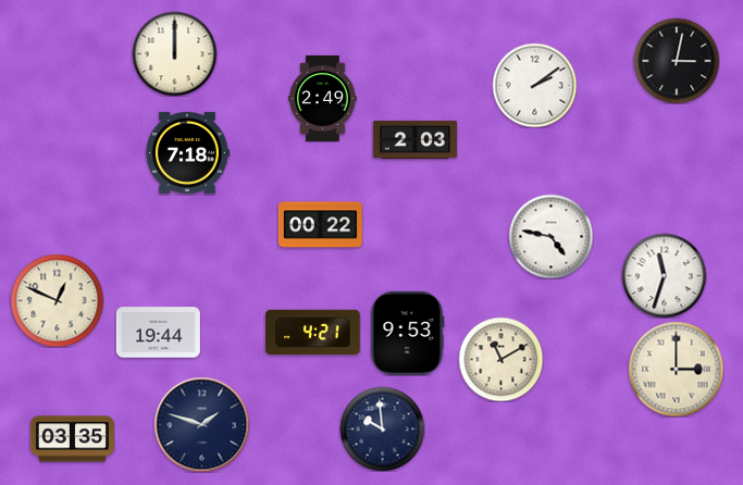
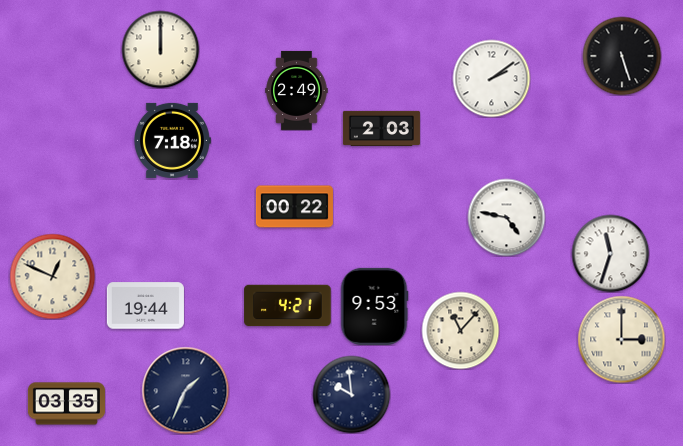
clock at (677, 61): 3:02 -> 5:27
clock at (500, 359): 11:10 -> 11:07
clock at (201, 424): 1:48 -> 1:34
